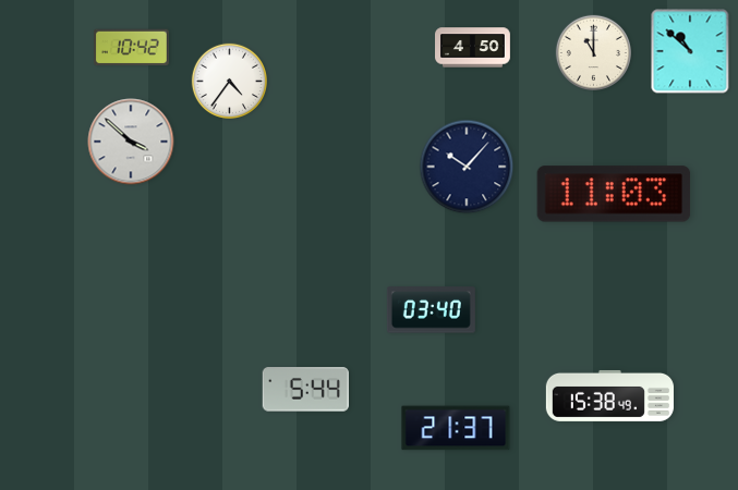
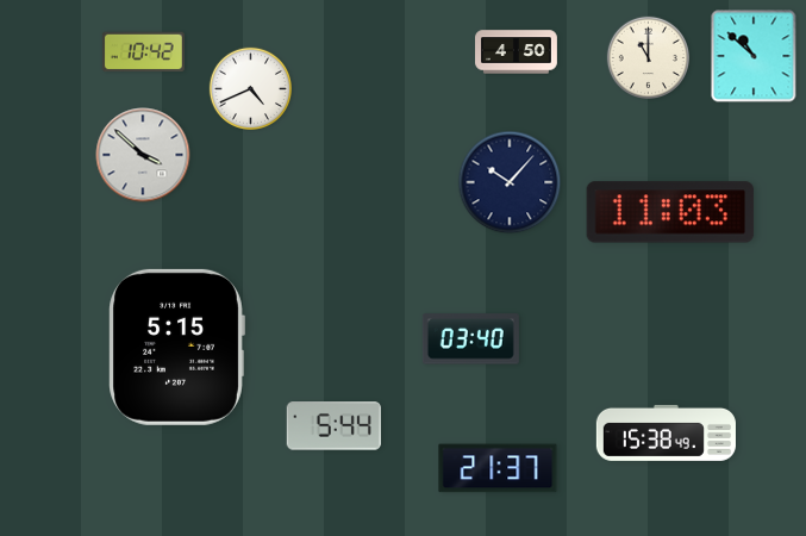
clock at (230, 82): 4:36 -> 4:41
clock at (176, 347): none -> 5:15
